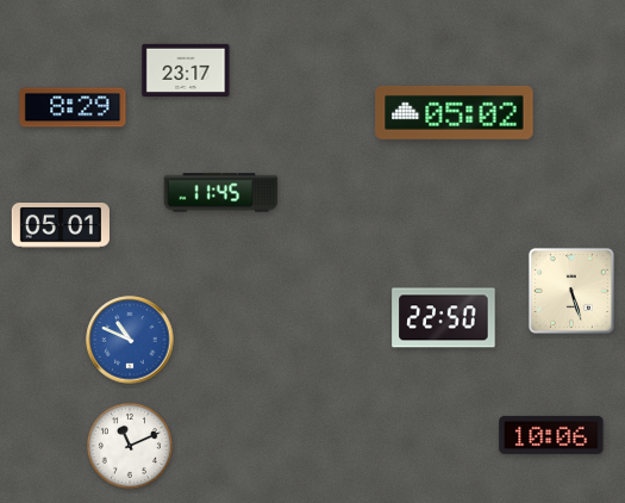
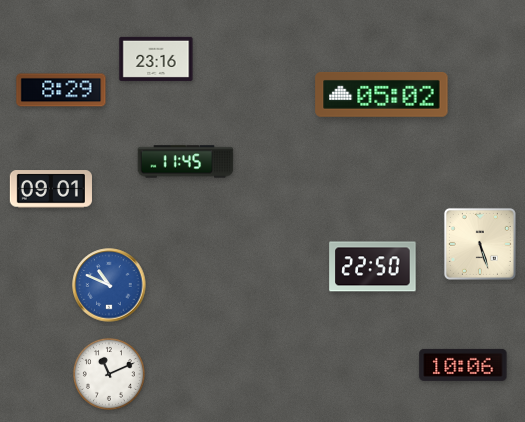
clock at (186, 70): 23:17 -> 23:16
clock at (61, 225): 05:01 -> 09:01
